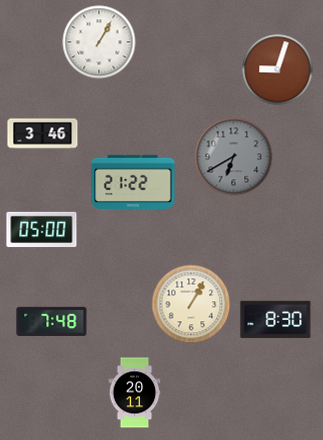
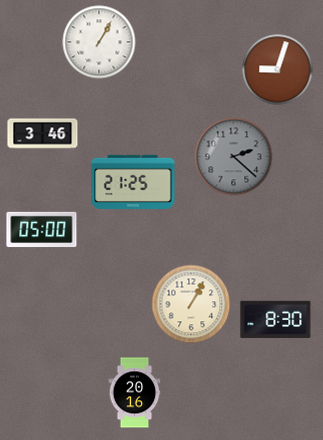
clock at (234, 157): 6:40 -> 2:22
clock at (133, 181): 21:22 -> 21:25
clock at (52, 321): 7:48 -> none
clock at (135, 393): 20:11 -> 20:16
